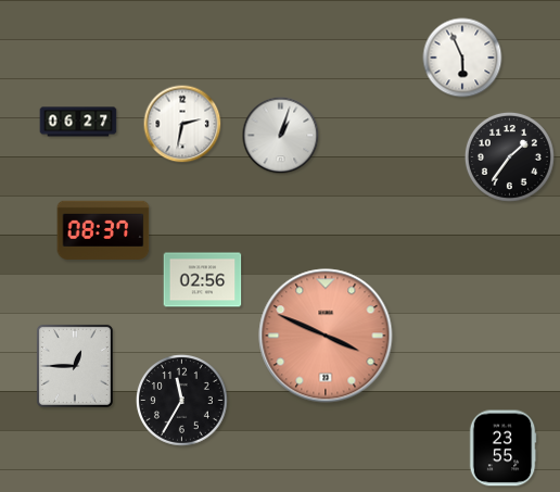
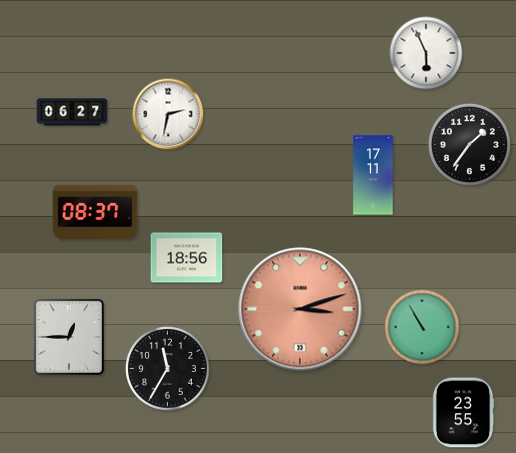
clock at (281, 136): 1:03 -> none
clock at (373, 175): none -> 17:11
clock at (203, 280): 02:56 -> 18:56
clock at (326, 336): 3:49 -> 3:12
clock at (422, 327): none -> 10:55
